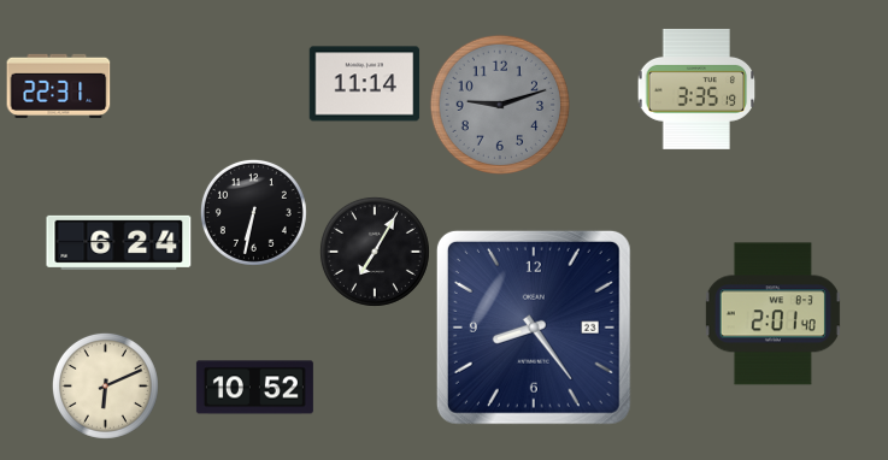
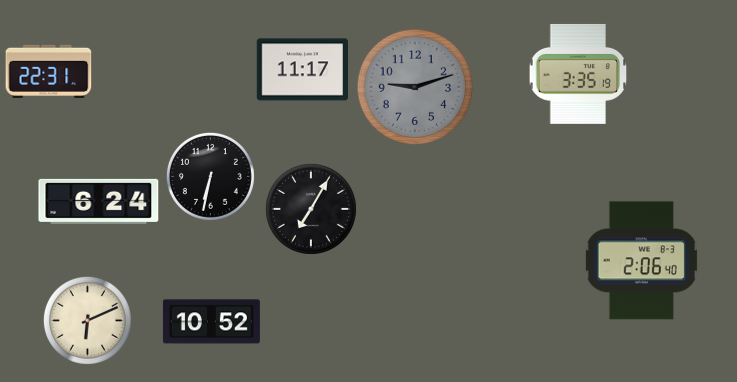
clock at (365, 84): 11:14 -> 11:17
clock at (772, 314): 2:01 -> 2:06
clock at (534, 328): 8:24 -> none
